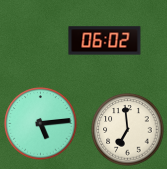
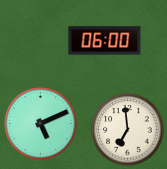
clock at (105, 41): 06:02 -> 06:00
clock at (41, 124): 5:14 -> 5:11
